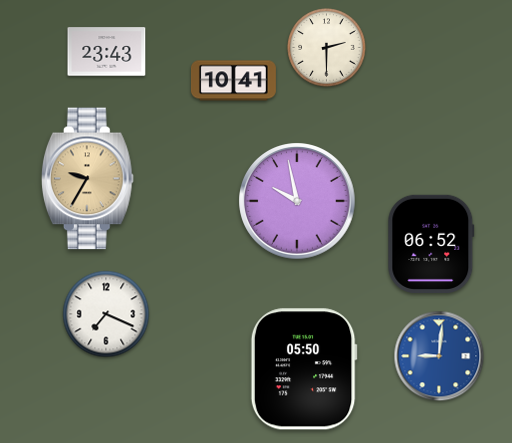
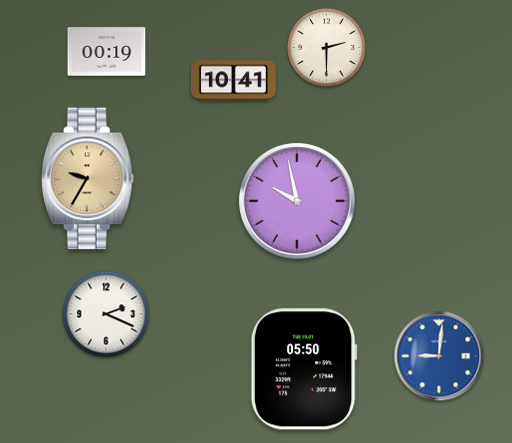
clock at (107, 52): 23:43 -> 00:19
clock at (431, 244): 06:52 -> none
clock at (106, 314): 7:19 -> 2:19
